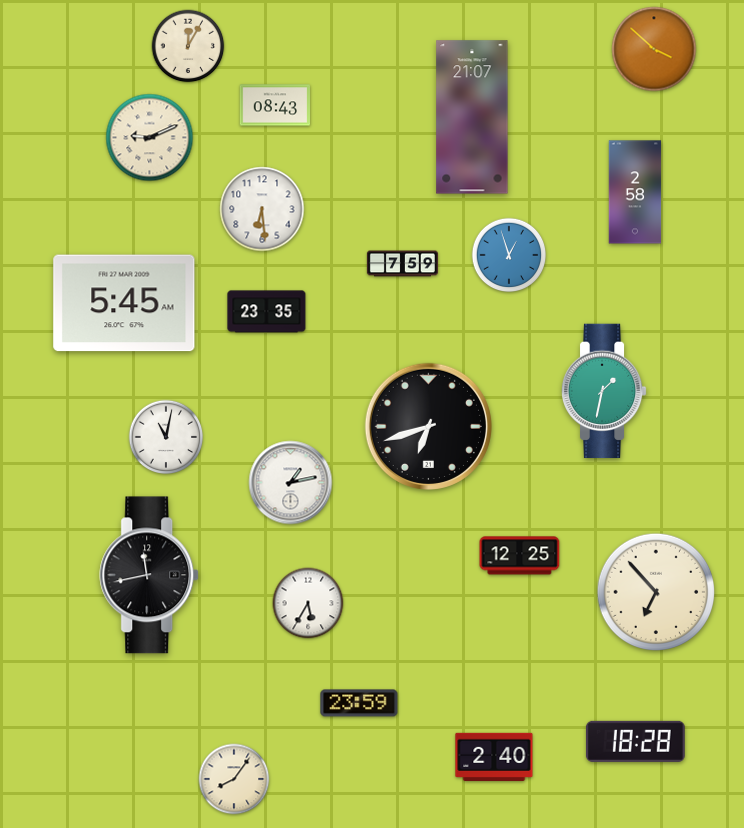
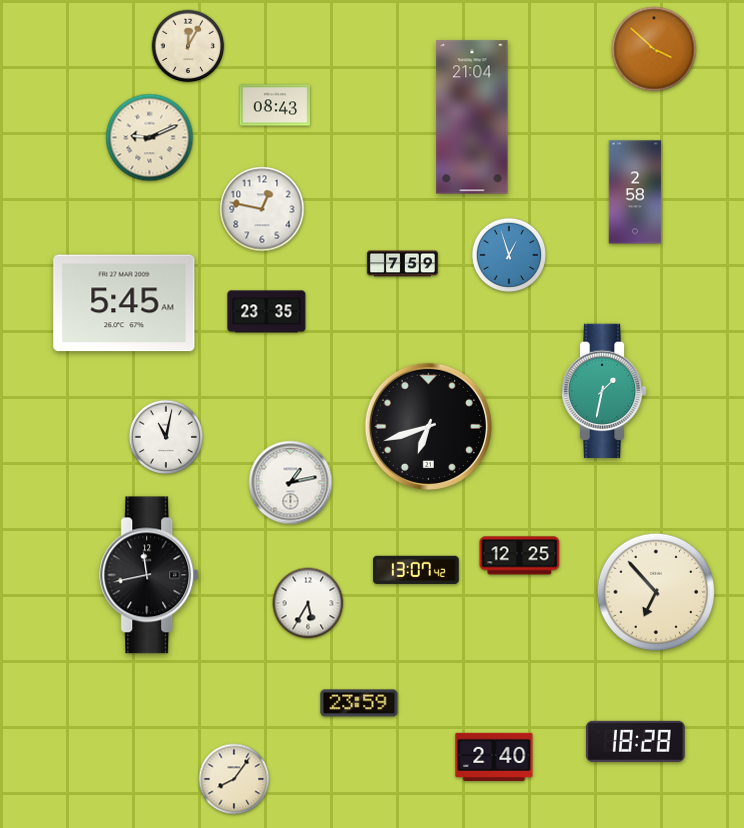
clock at (472, 117): 21:07 -> 21:04
clock at (262, 209): 6:29 -> 12:47
clock at (417, 569): none -> 13:07
